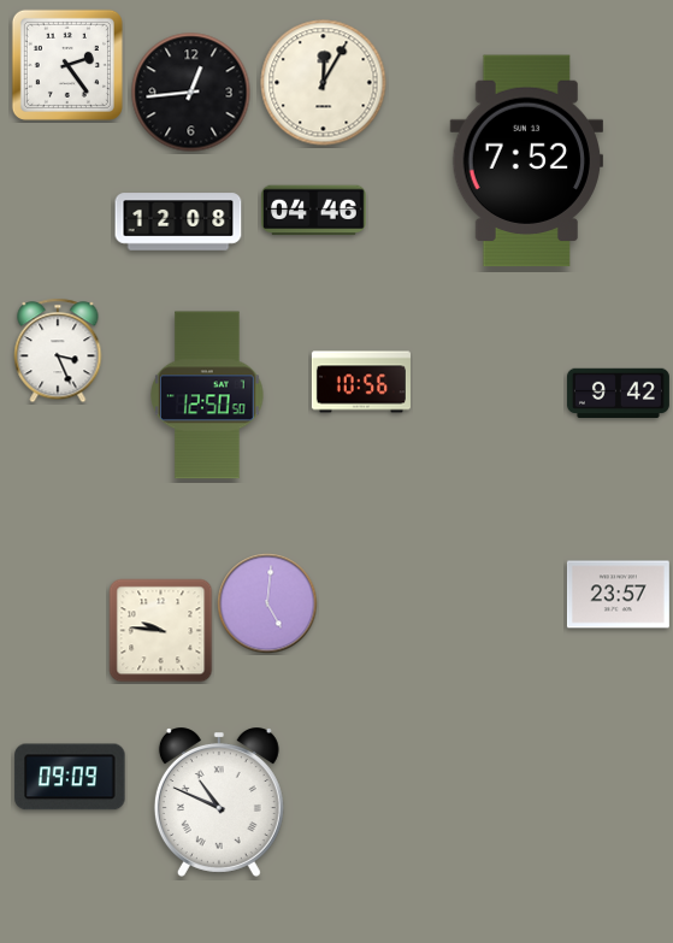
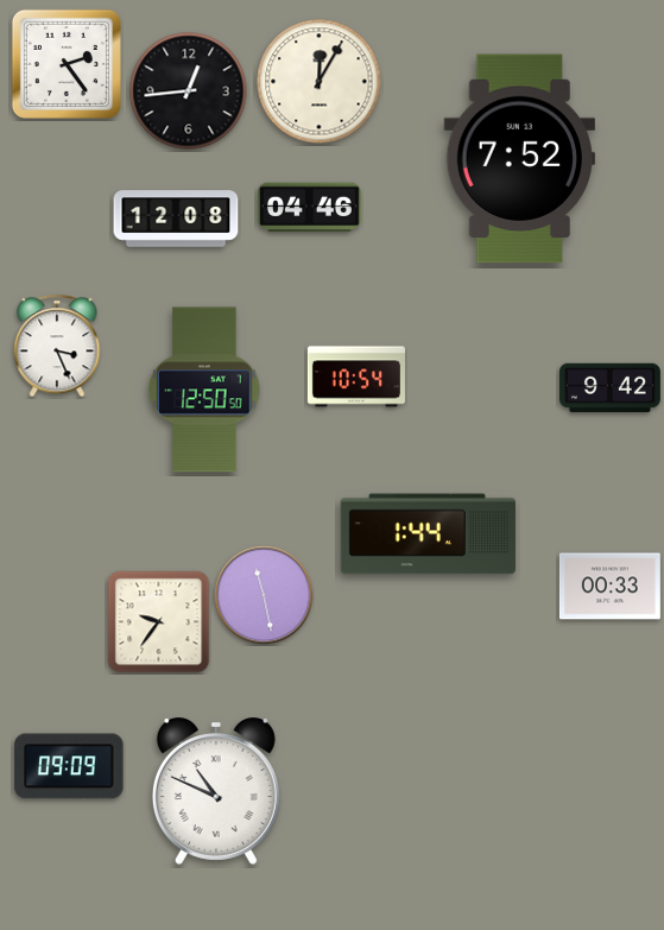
clock at (361, 382): 10:56 -> 10:54
clock at (428, 534): none -> 1:44
clock at (618, 595): 23:57 -> 00:33
clock at (267, 603): 5:01 -> 11:28
clock at (161, 631): 9:46 -> 9:36
